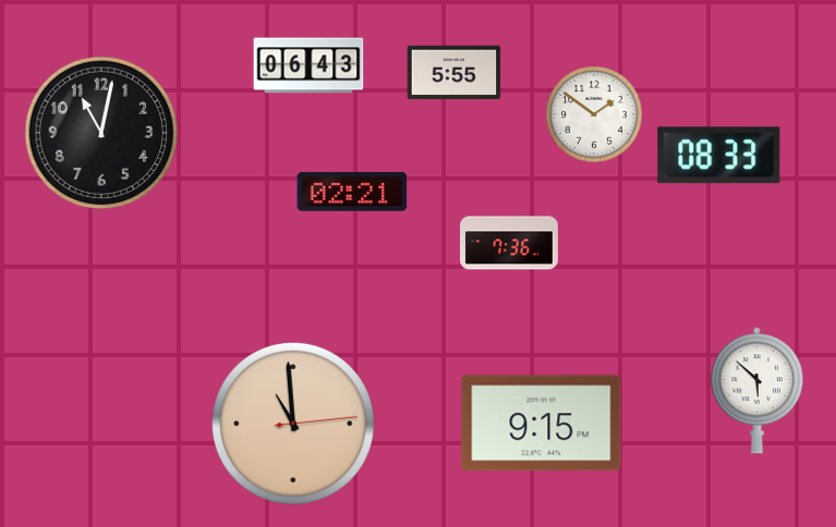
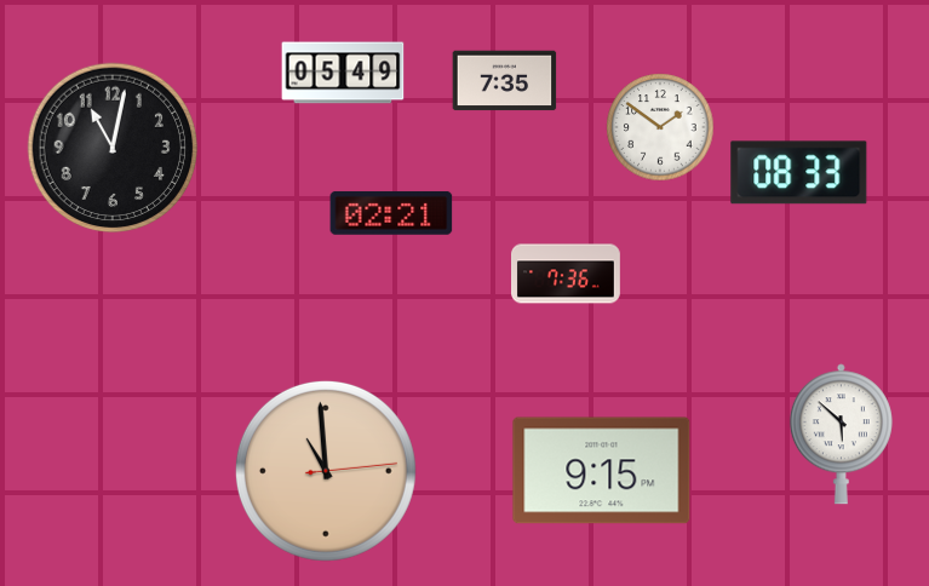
clock at (308, 65): 06:43 -> 05:49
clock at (455, 73): 5:55 -> 7:35
clock at (510, 243) position: (510, 243) -> (567, 274)
